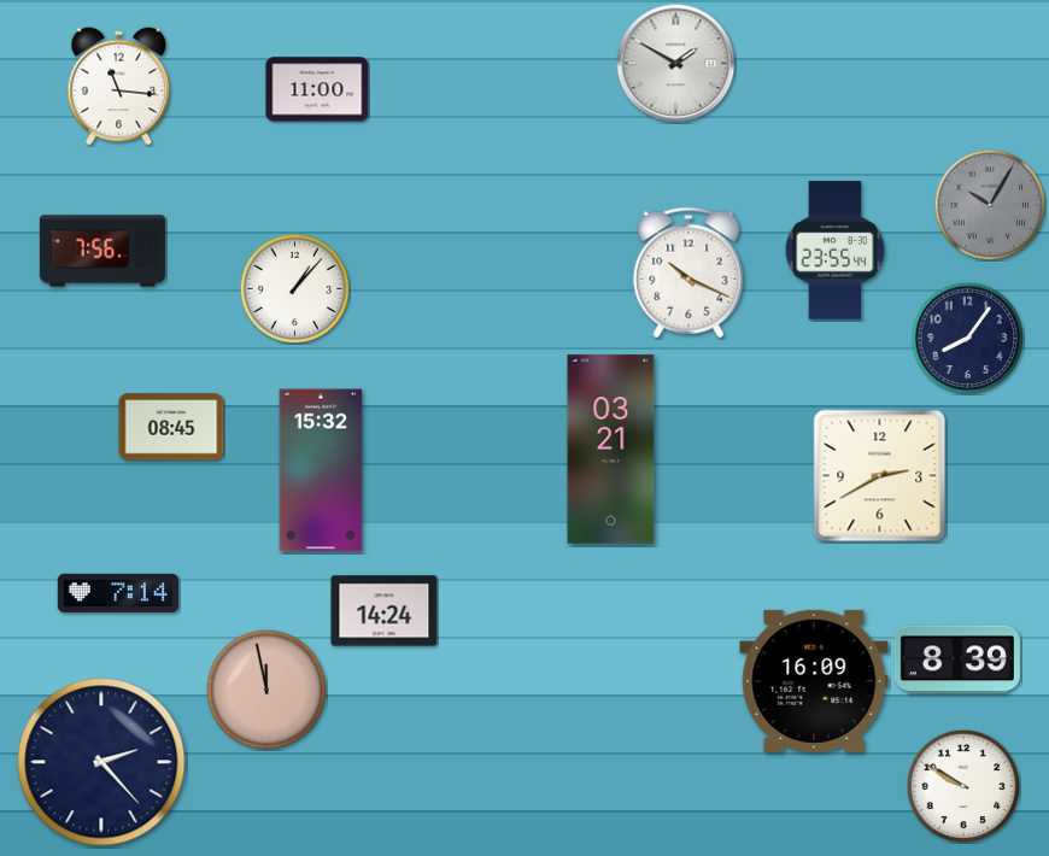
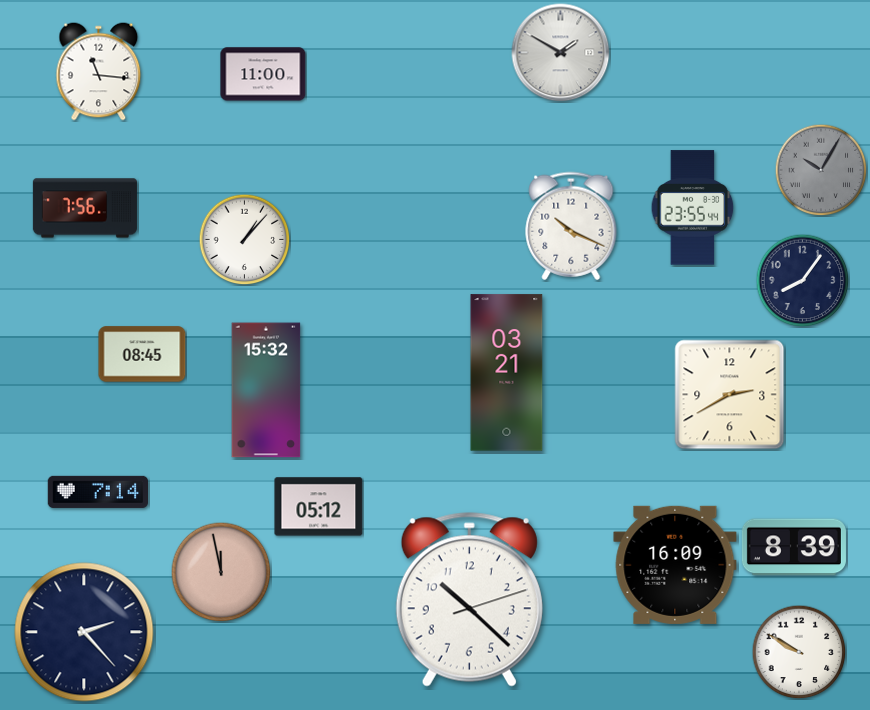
clock at (385, 611): 14:24 -> 05:12
clock at (469, 600): none -> 10:22
